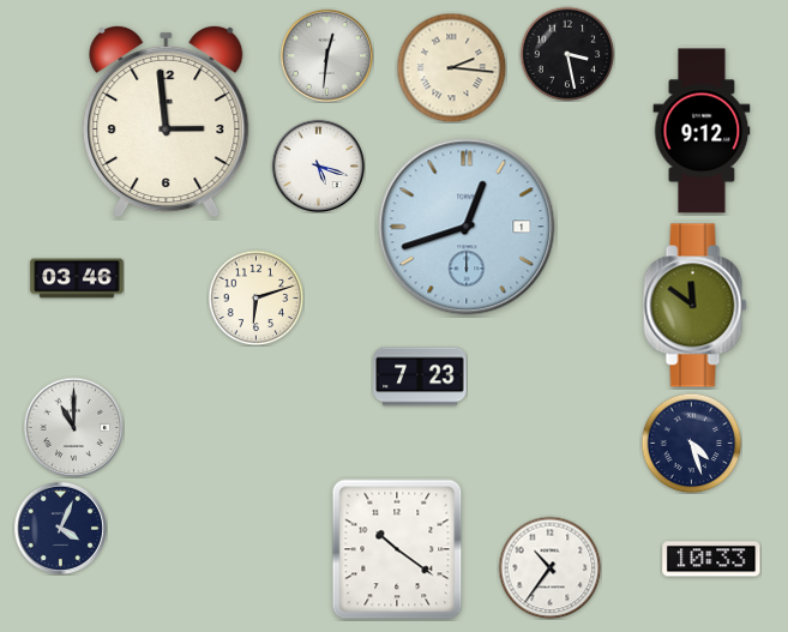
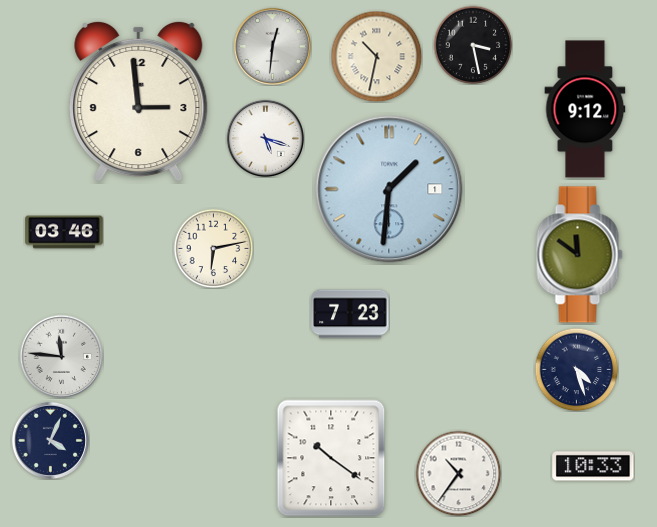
clock at (451, 67): 2:16 -> 10:32
clock at (467, 227): 12:42 -> 1:31
clock at (255, 297): 6:12 -> 6:13
clock at (73, 427): 11:00 -> 11:46
